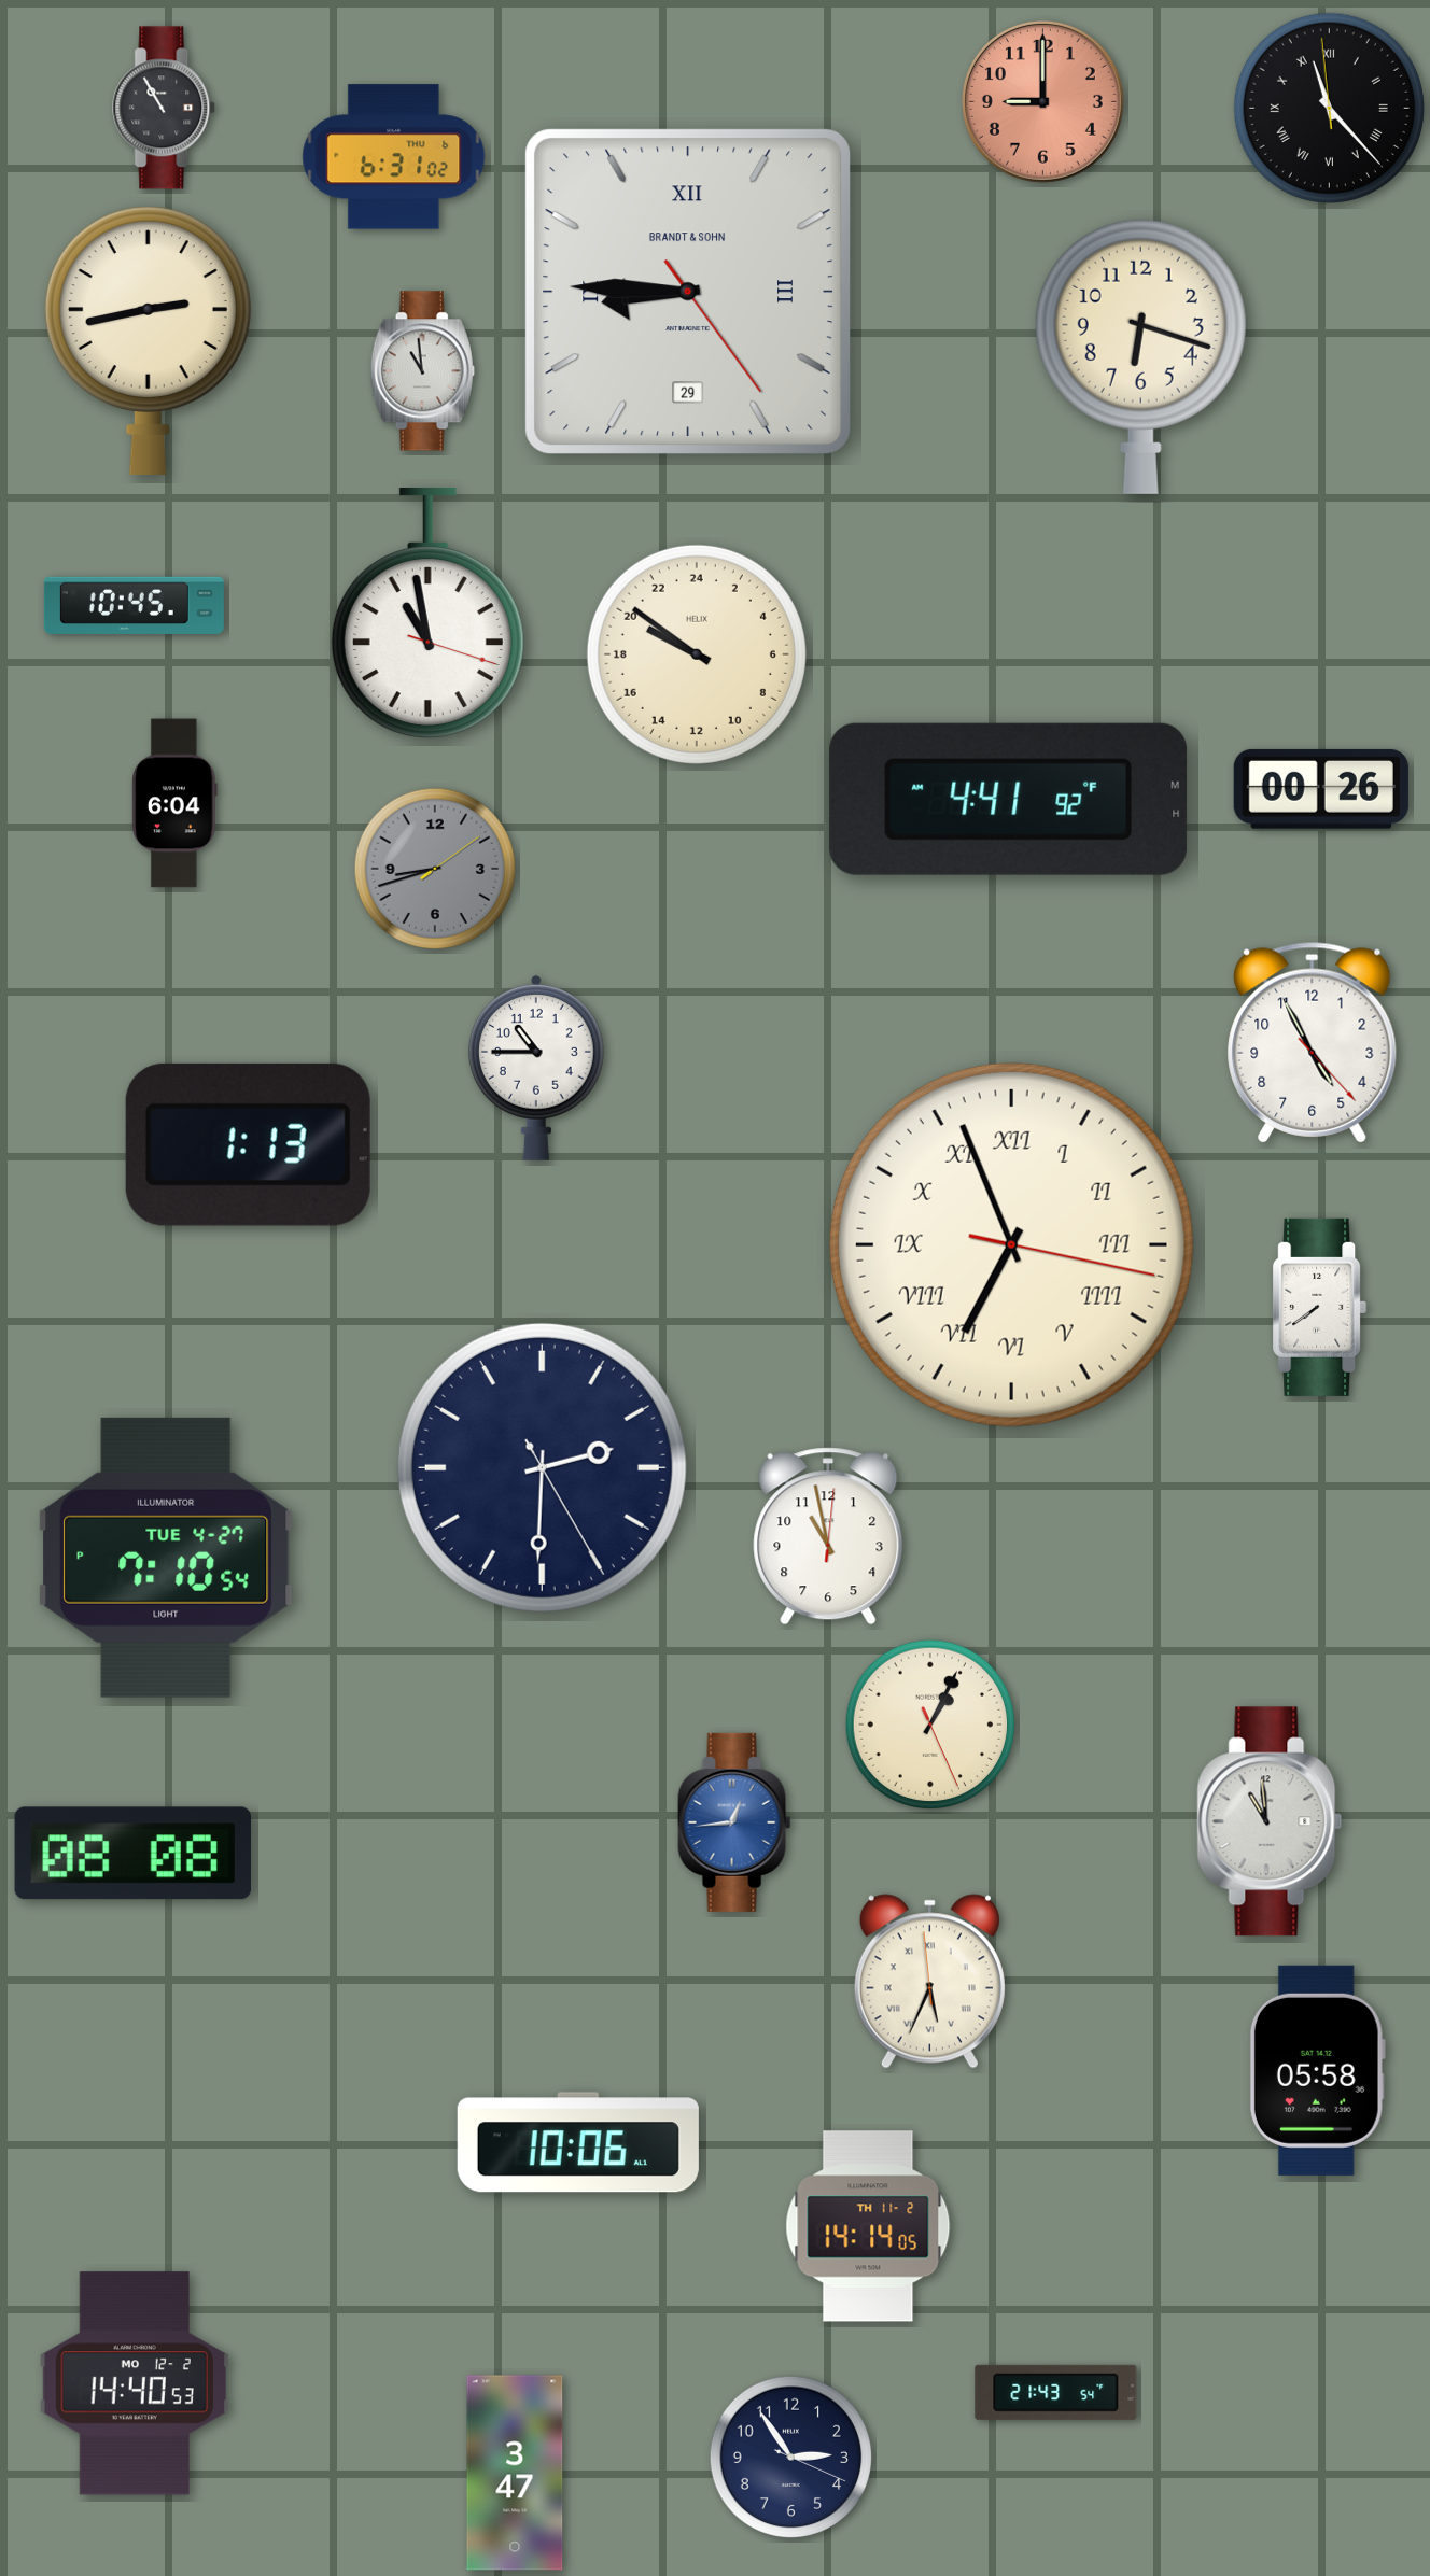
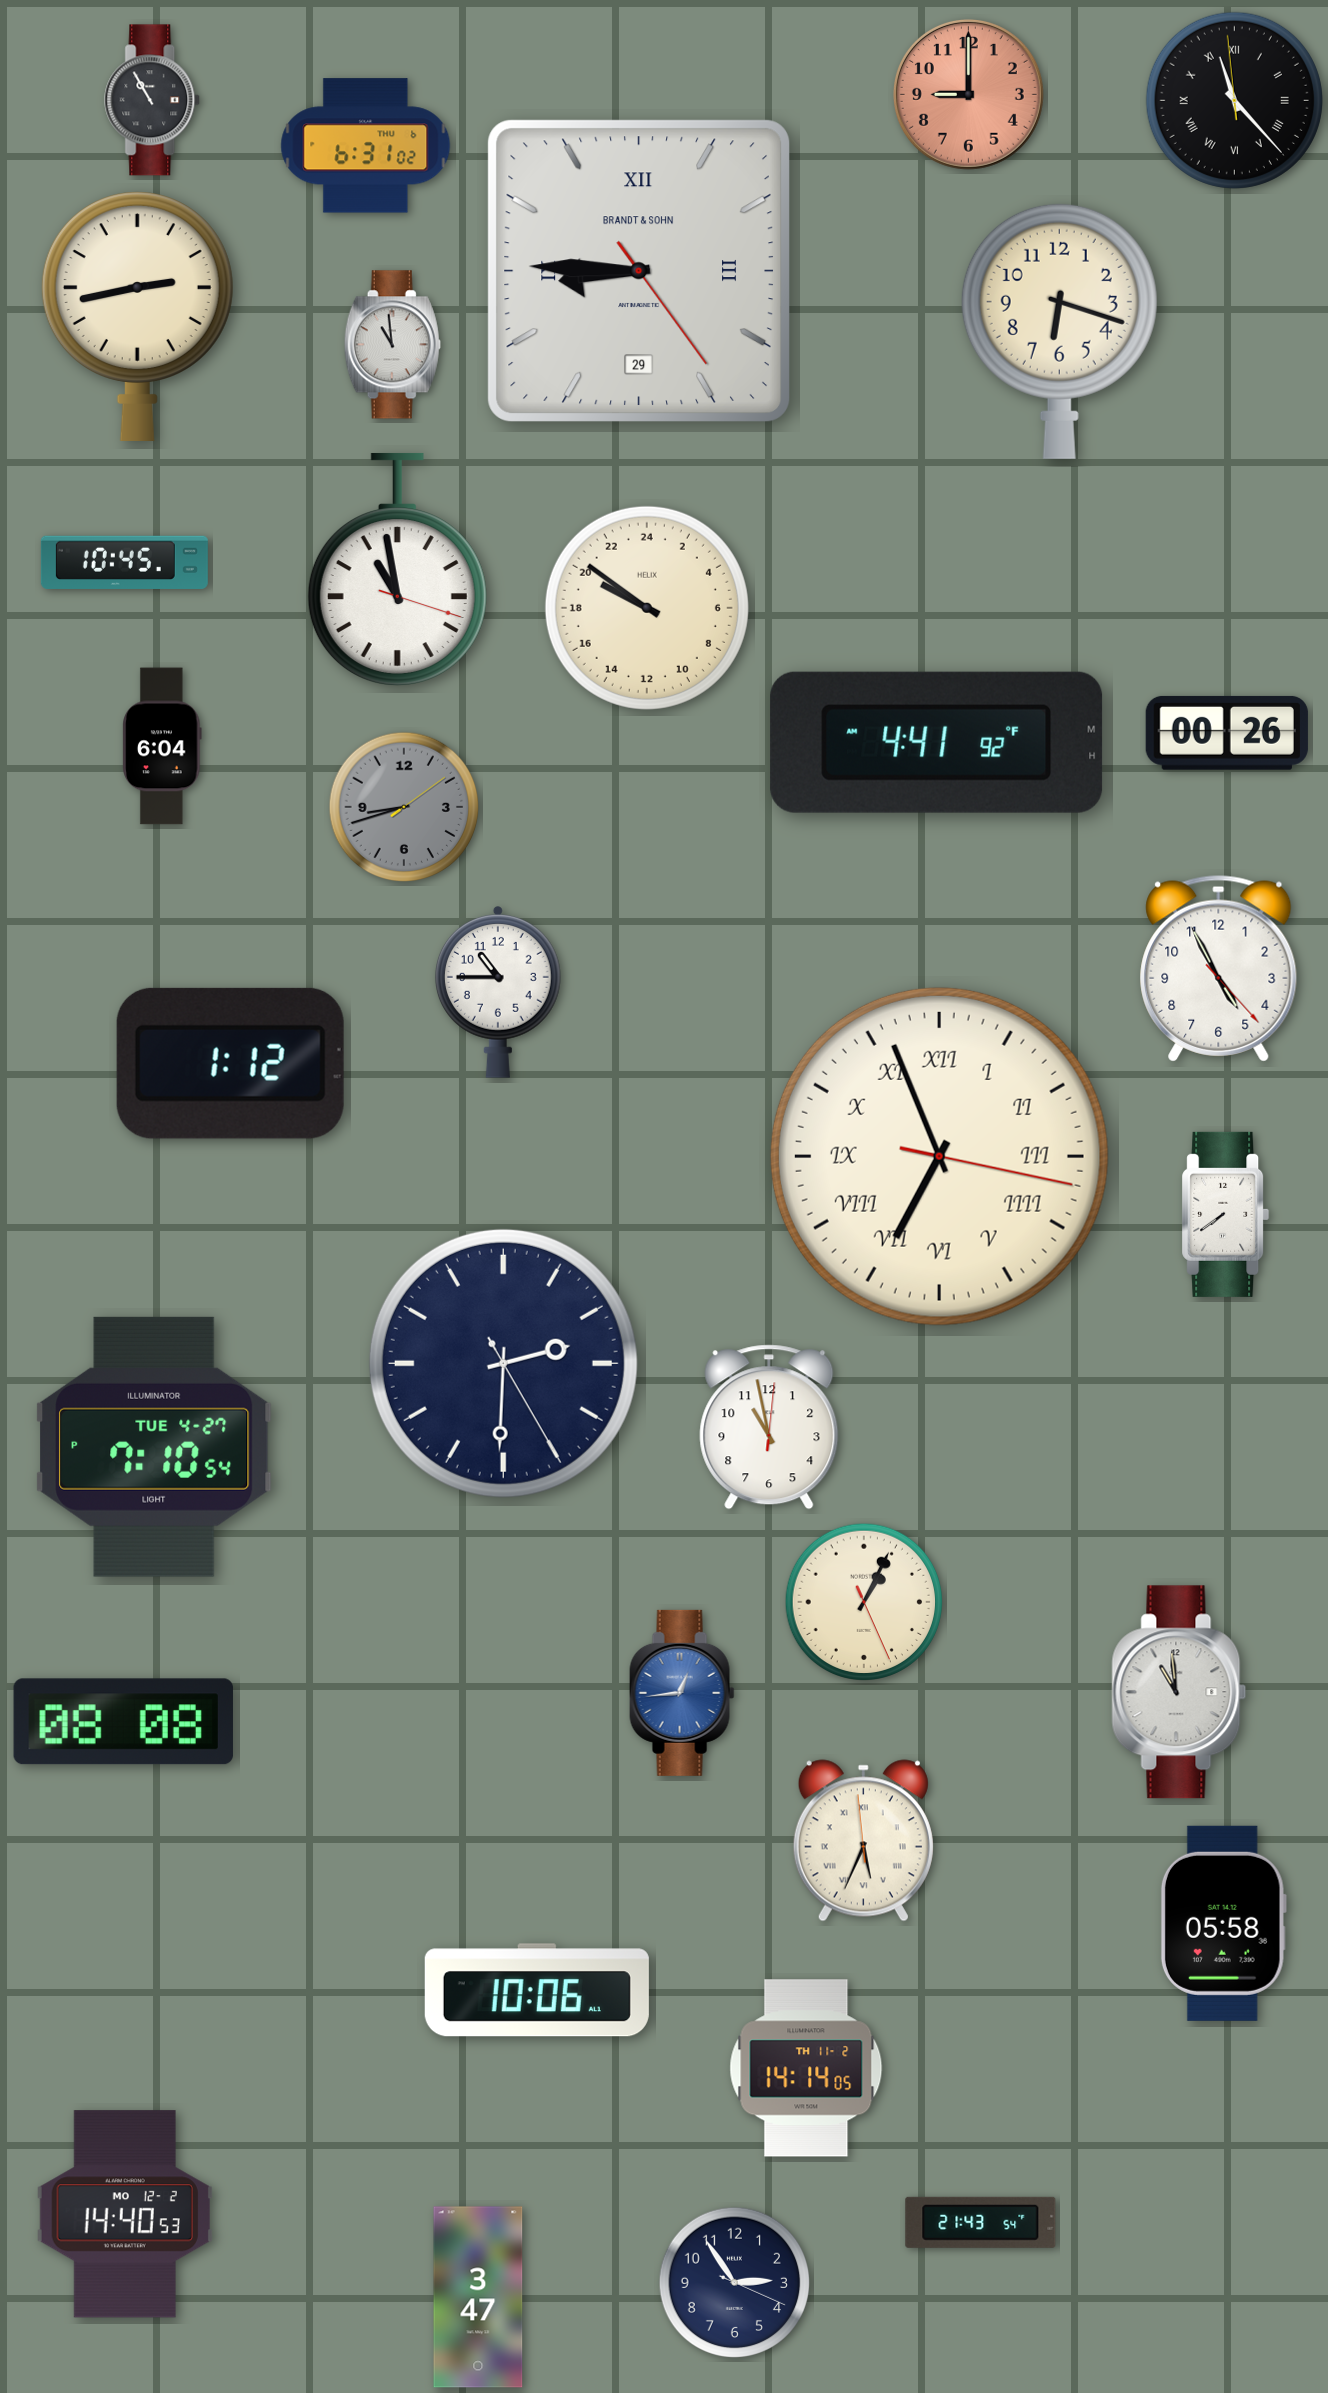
clock at (248, 1144): 1:13 -> 1:12
